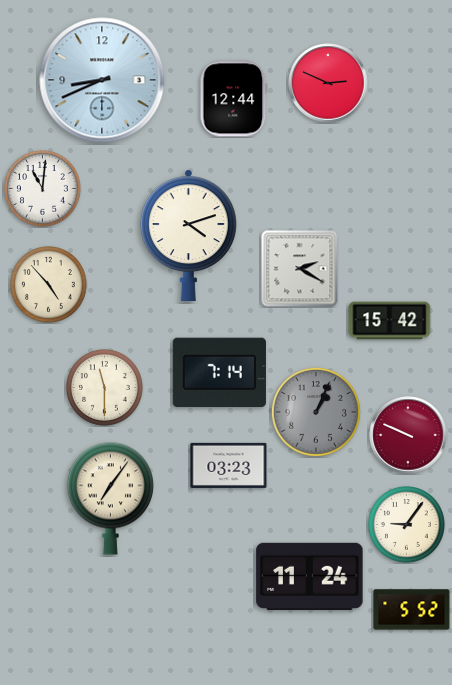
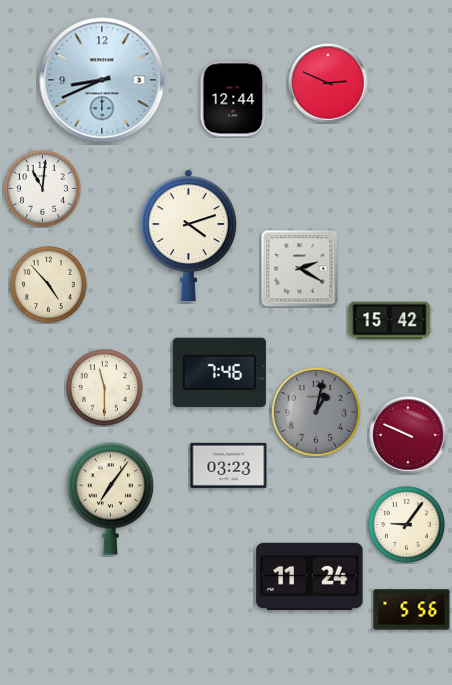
clock at (219, 373): 7:14 -> 7:46
clock at (316, 412): 1:04 -> 1:02
clock at (412, 610): 5:52 -> 5:56
